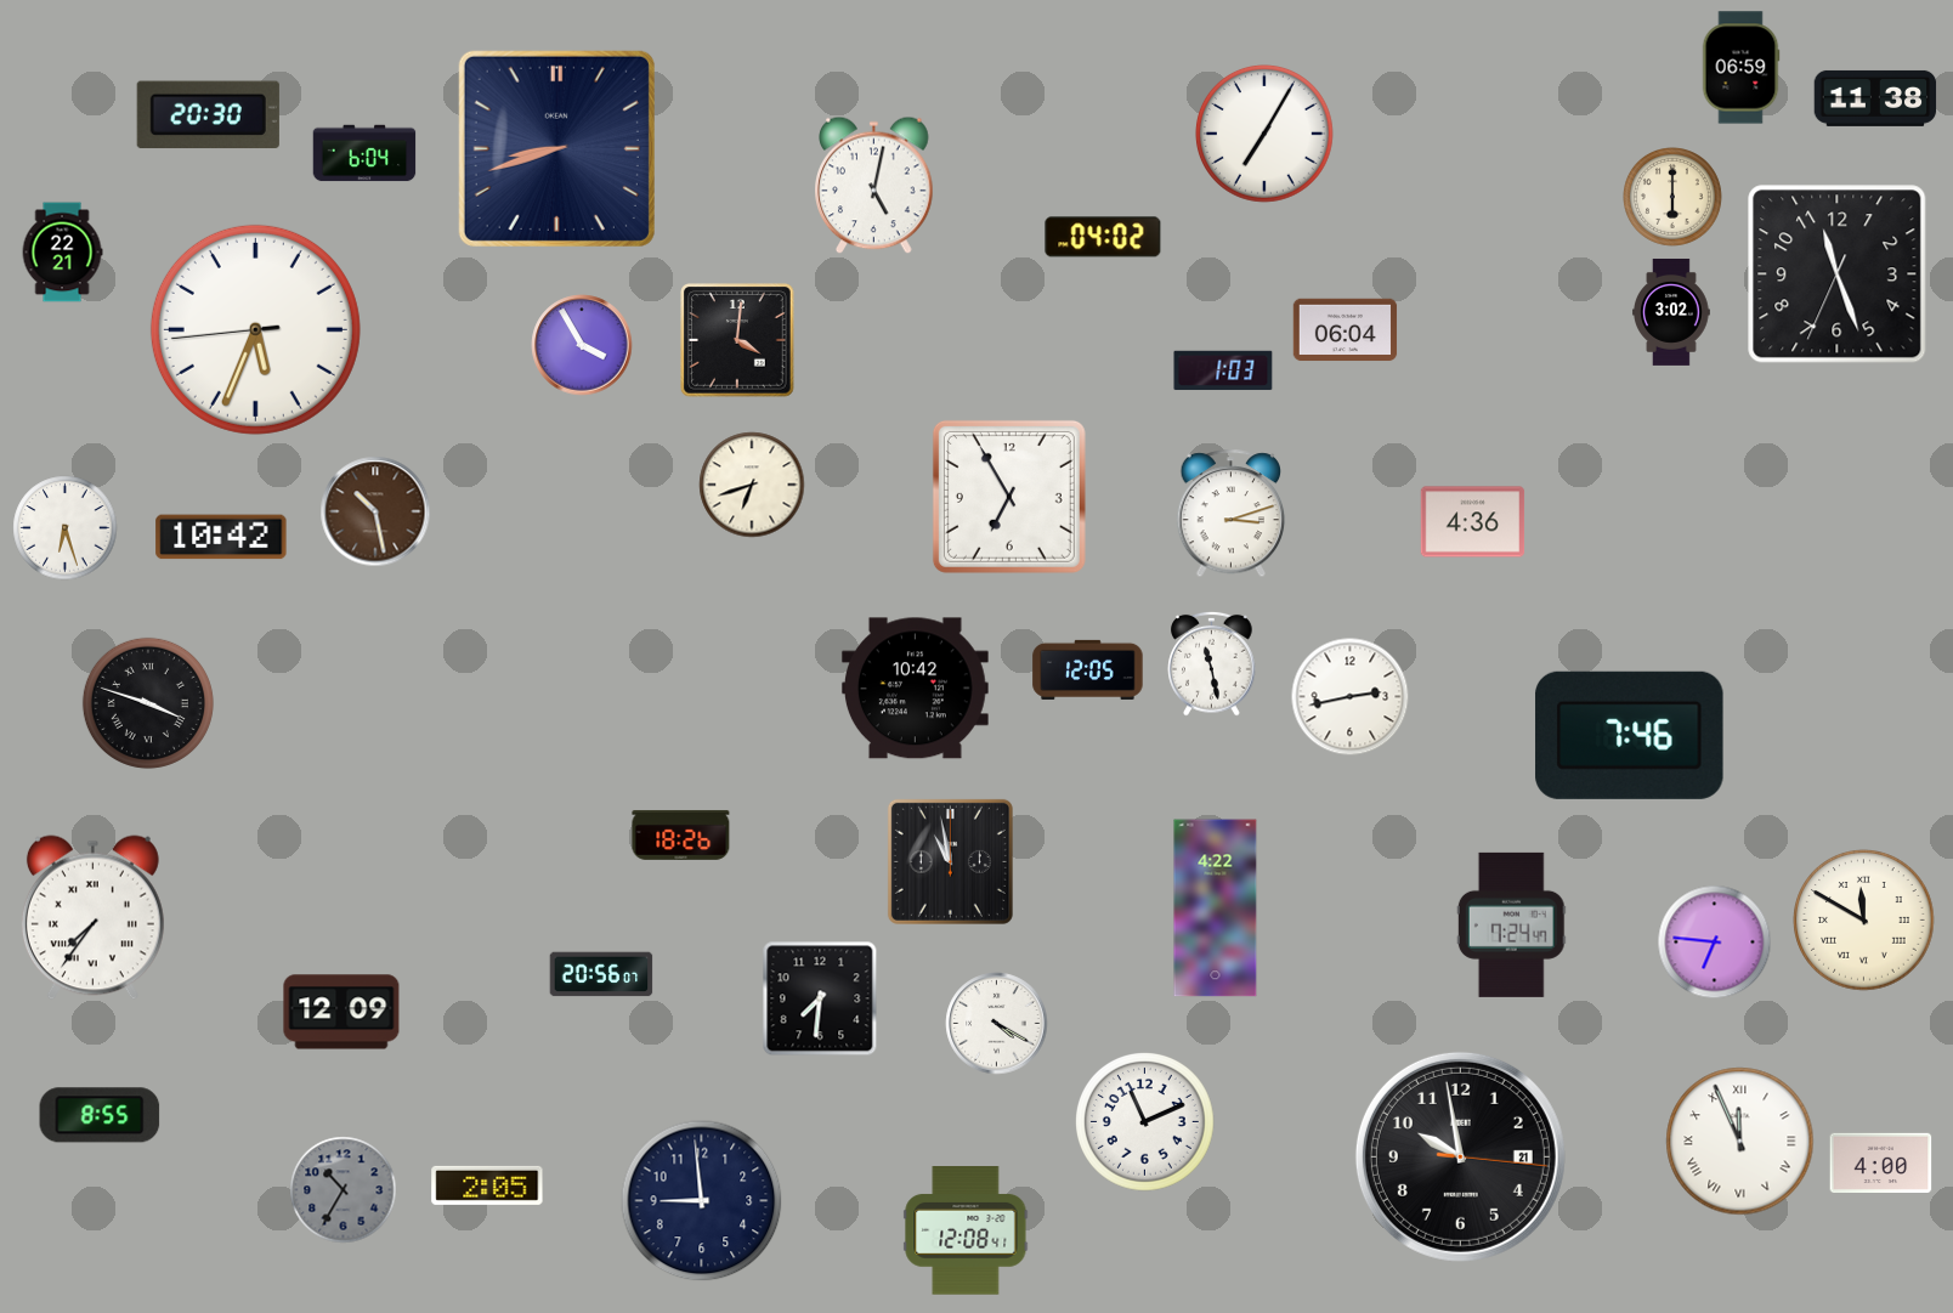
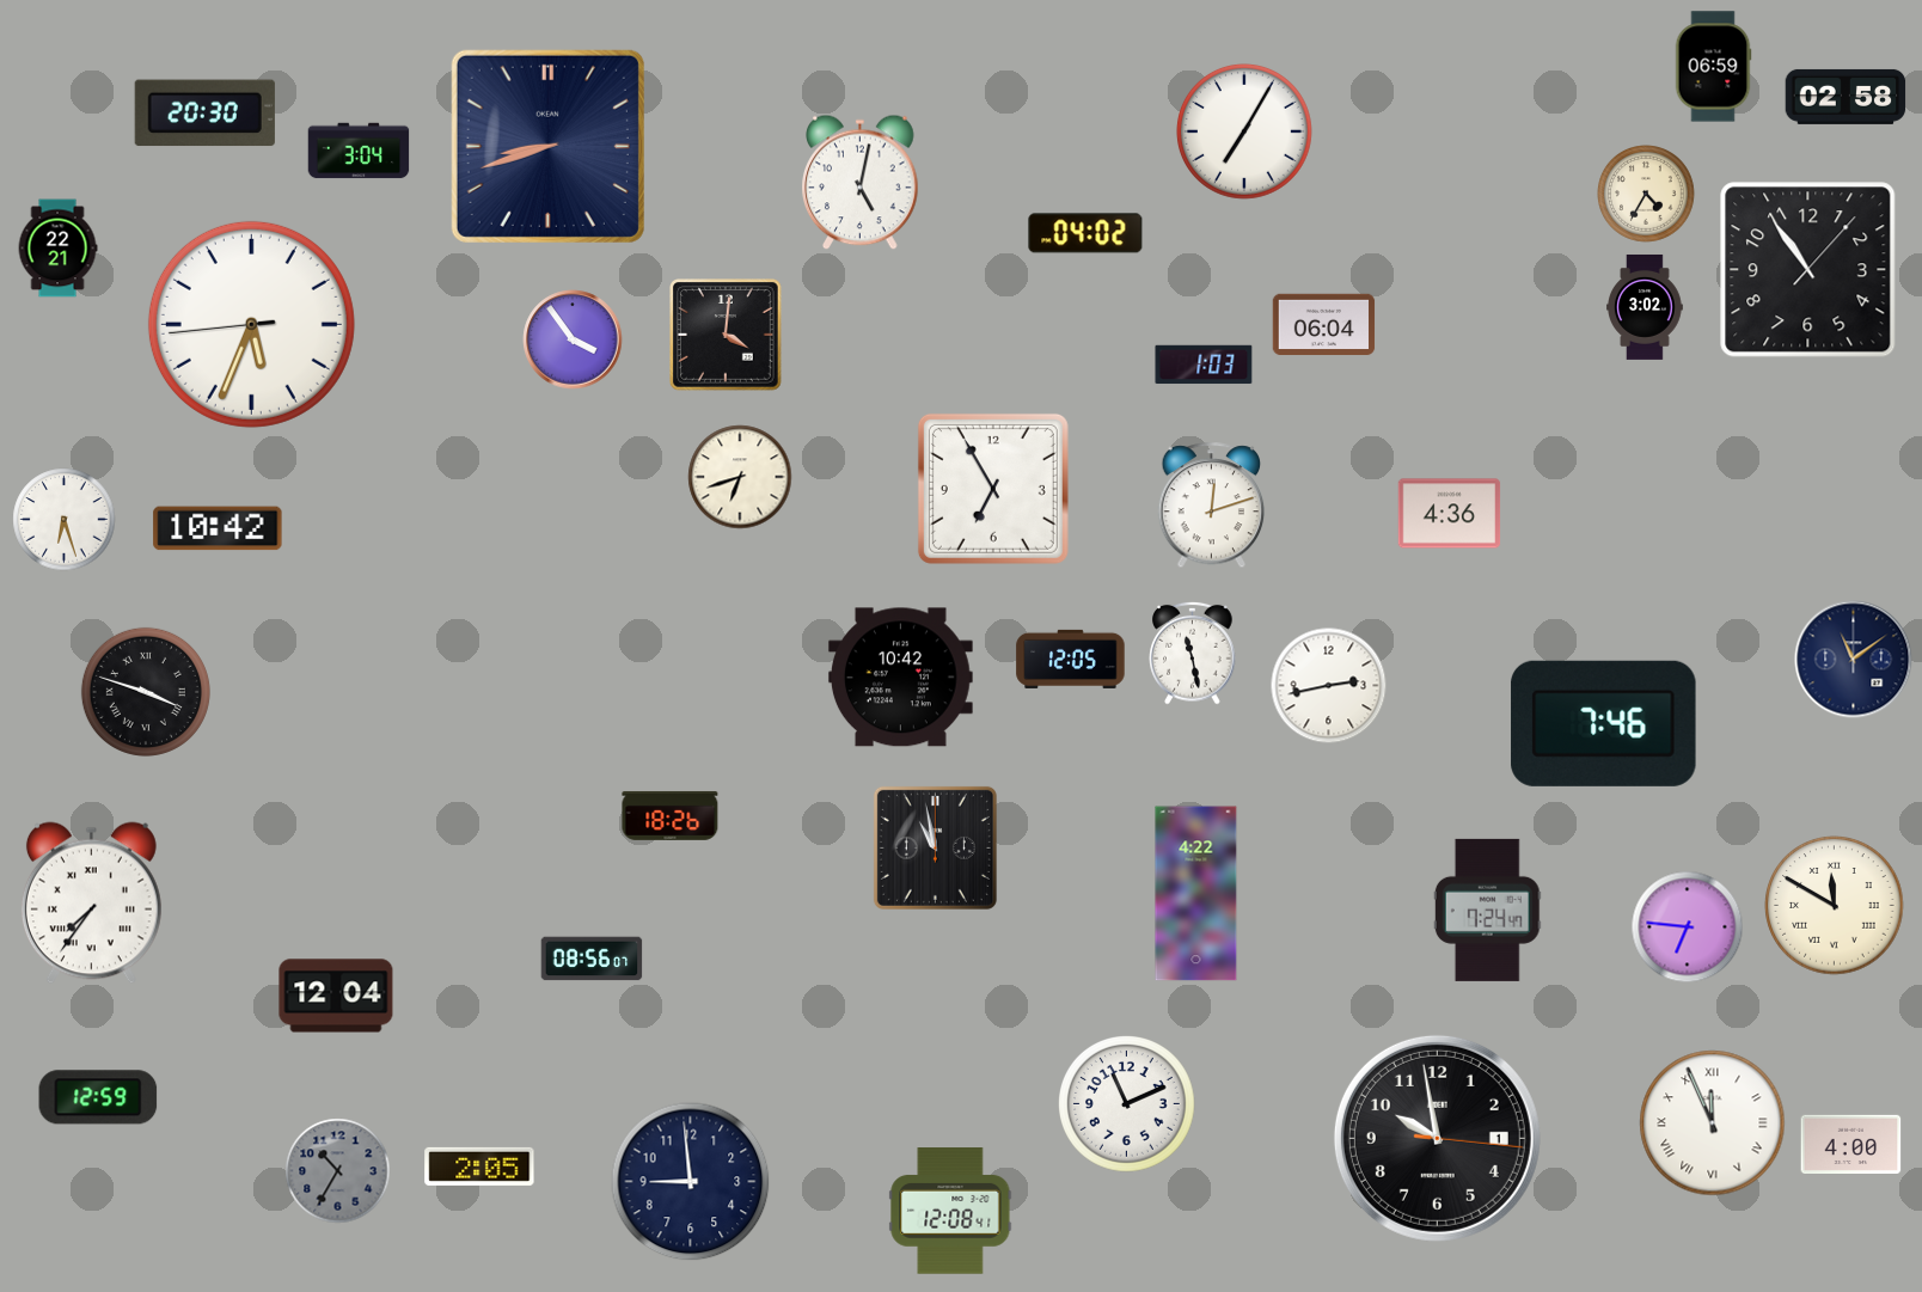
clock at (1875, 98): 11:38 -> 02:58
clock at (364, 153): 6:04 -> 3:04
clock at (1674, 198): 6:00 -> 4:35
clock at (62, 253) position: (62, 253) -> (57, 249)
clock at (1838, 275): 11:26 -> 10:54
clock at (582, 345): 3:55 -> 3:54
clock at (375, 511): 10:28 -> none
clock at (1232, 514): 3:12 -> 12:12
clock at (1854, 660): none -> 11:09
clock at (681, 834) position: (681, 834) -> (671, 815)
clock at (601, 974): 20:56 -> 08:56
clock at (820, 998): 7:31 -> none
clock at (341, 1012): 12:09 -> 12:04
clock at (997, 1024): 4:20 -> none
clock at (100, 1115): 8:55 -> 12:59
clock at (1460, 1156) date: 21 -> 1
